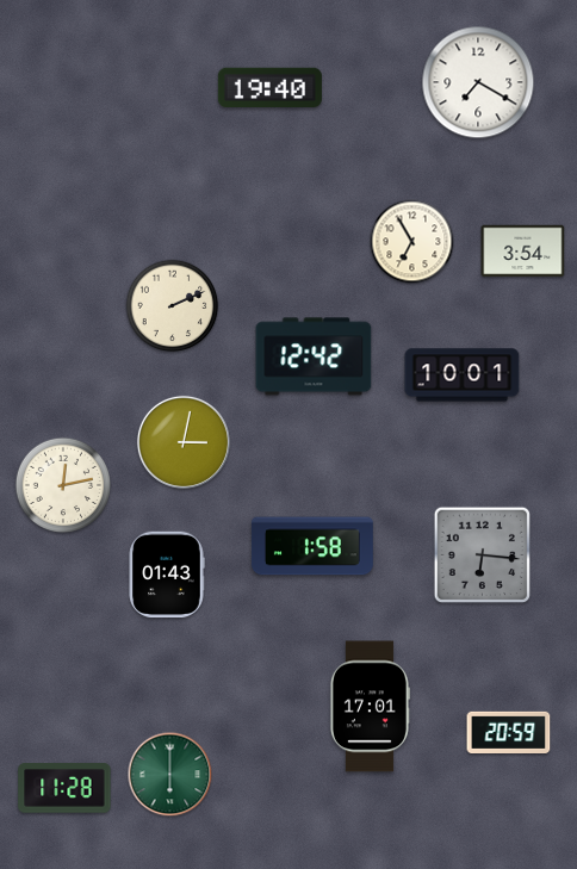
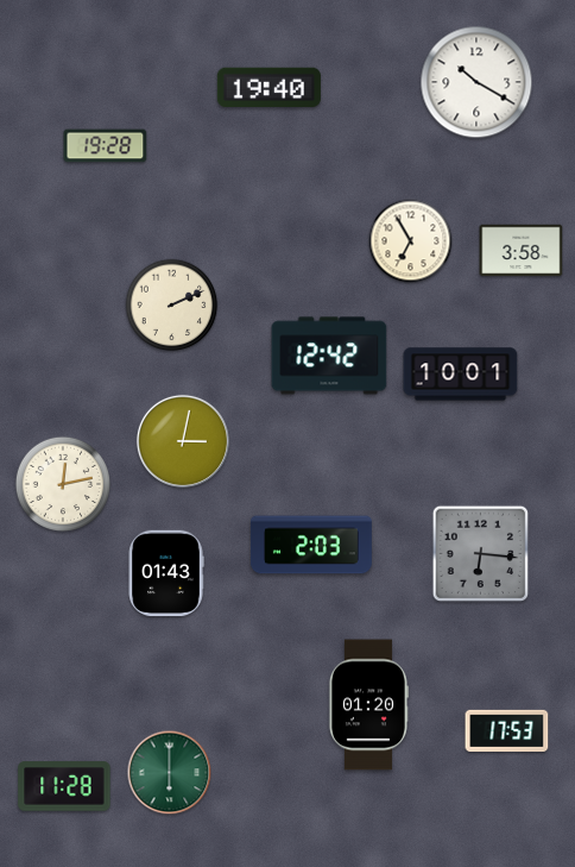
clock at (478, 82): 7:20 -> 10:20
clock at (106, 146): none -> 19:28
clock at (523, 252): 3:54 -> 3:58
clock at (314, 356) position: (314, 356) -> (329, 356)
clock at (312, 546): 1:58 -> 2:03
clock at (370, 707): 17:01 -> 01:20
clock at (509, 732): 20:59 -> 17:53
